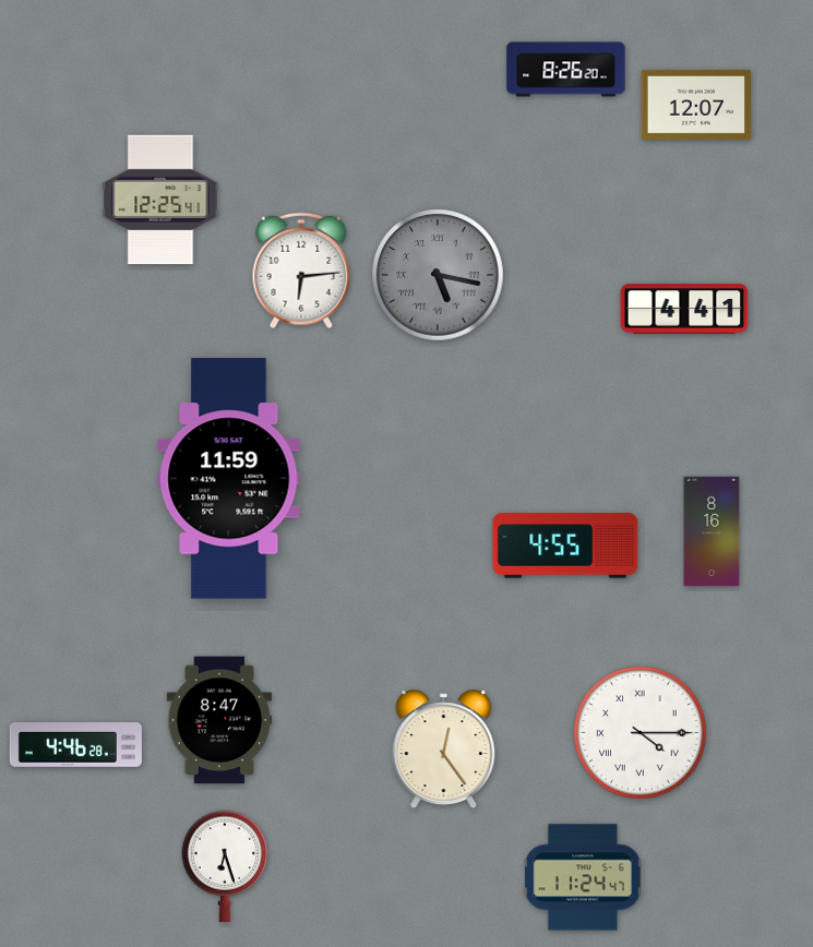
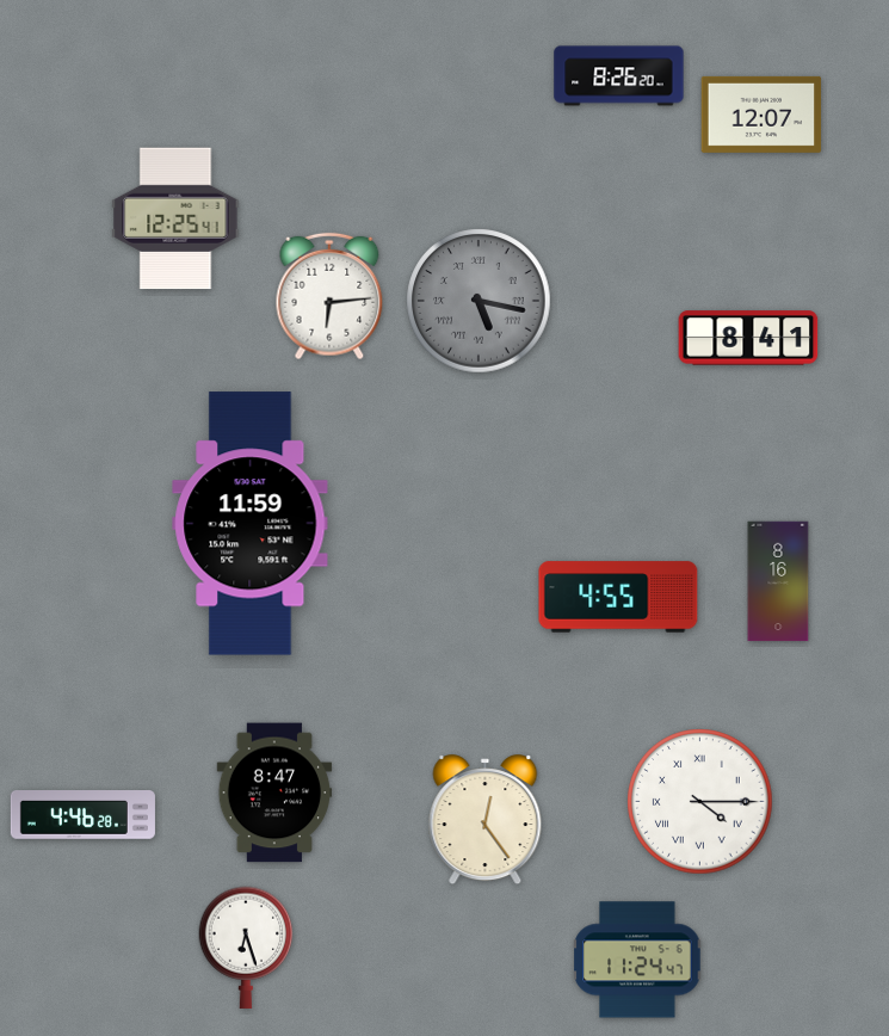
clock at (684, 309): 4:41 -> 8:41
clock at (219, 720) position: (219, 720) -> (274, 793)
